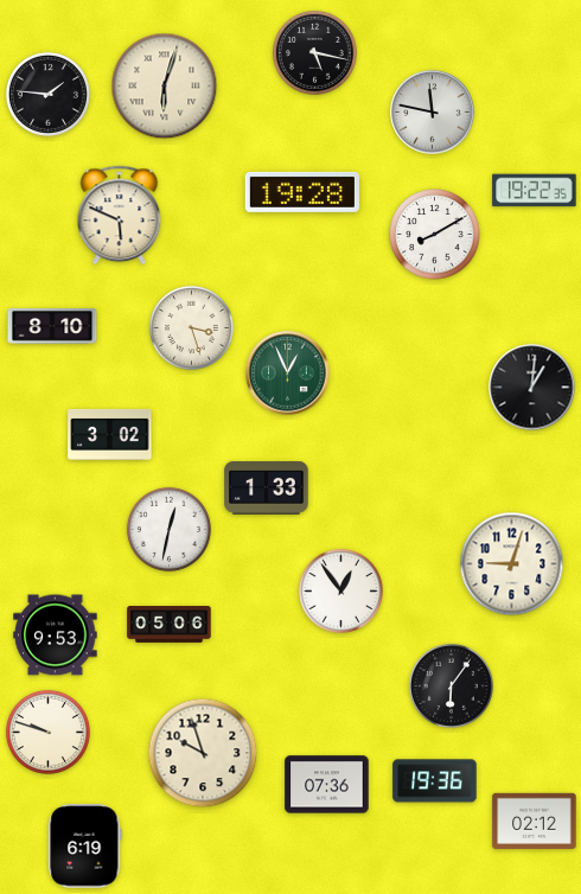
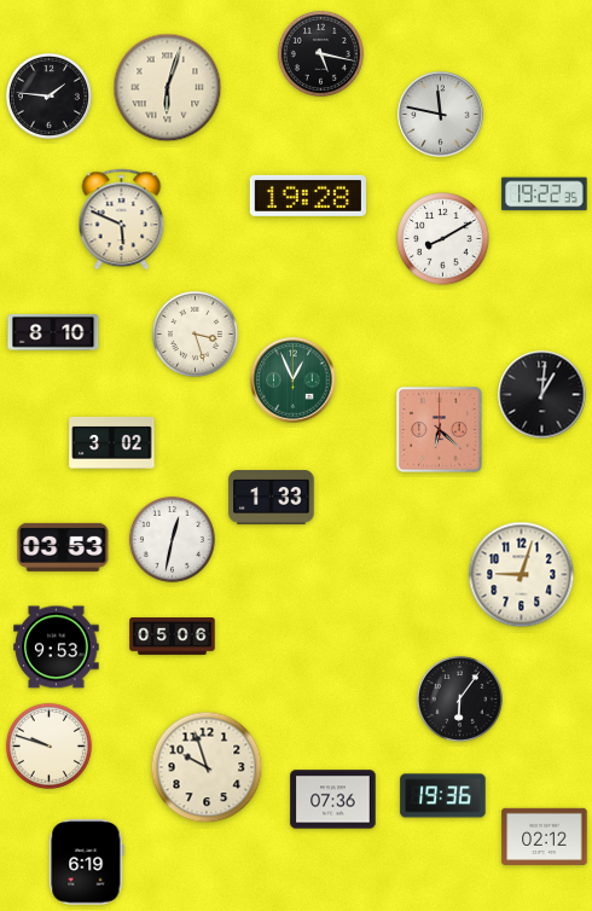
clock at (440, 430): none -> 6:22
clock at (63, 547): none -> 03:53
clock at (340, 590): 12:54 -> none
